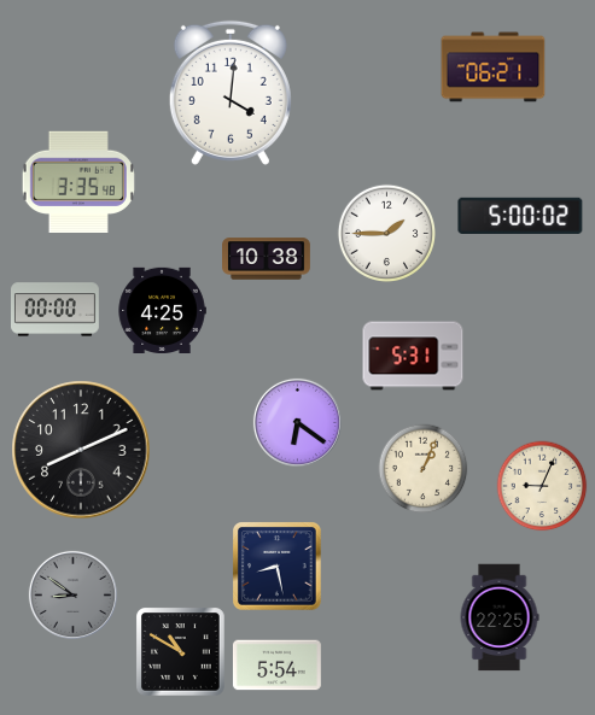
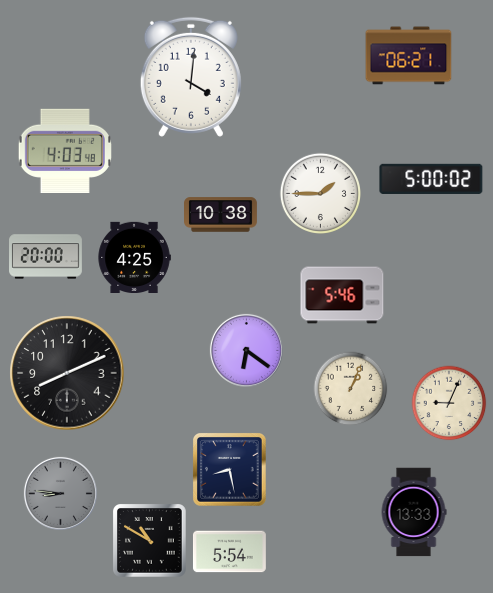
clock at (78, 181): 3:35 -> 4:03
clock at (56, 310): 00:00 -> 20:00
clock at (413, 356): 5:31 -> 5:46
clock at (72, 594): 8:51 -> 8:46
clock at (500, 617): 22:25 -> 13:33
